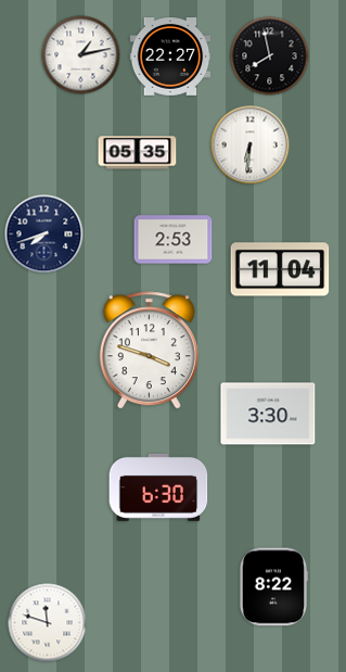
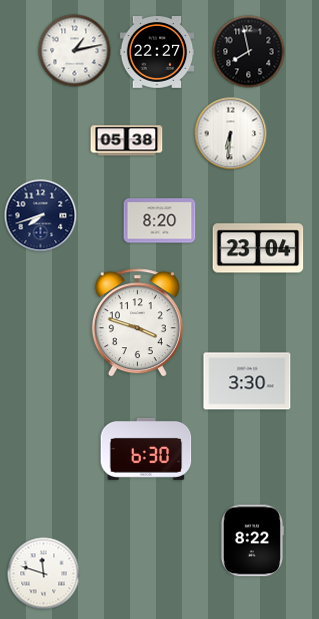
clock at (138, 153): 05:35 -> 05:38
clock at (174, 240): 2:53 -> 8:20
clock at (280, 269): 11:04 -> 23:04
